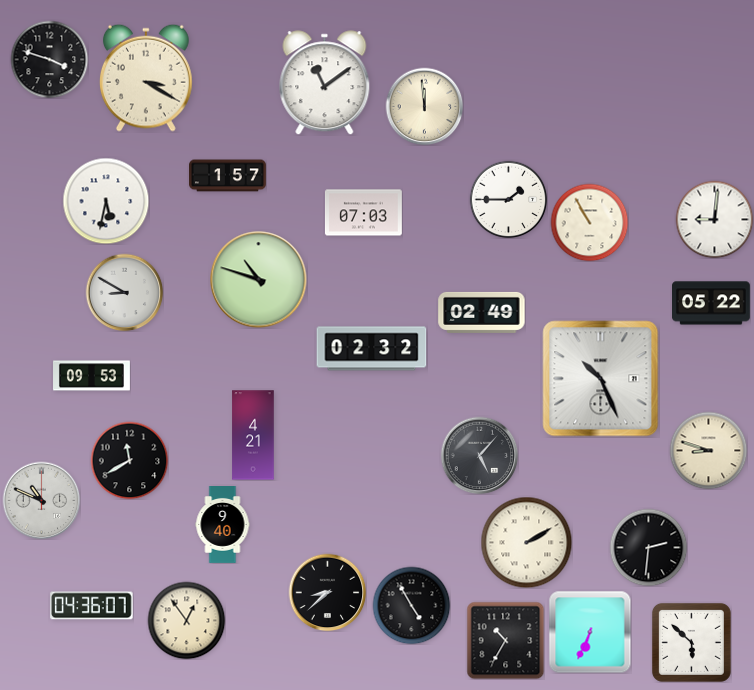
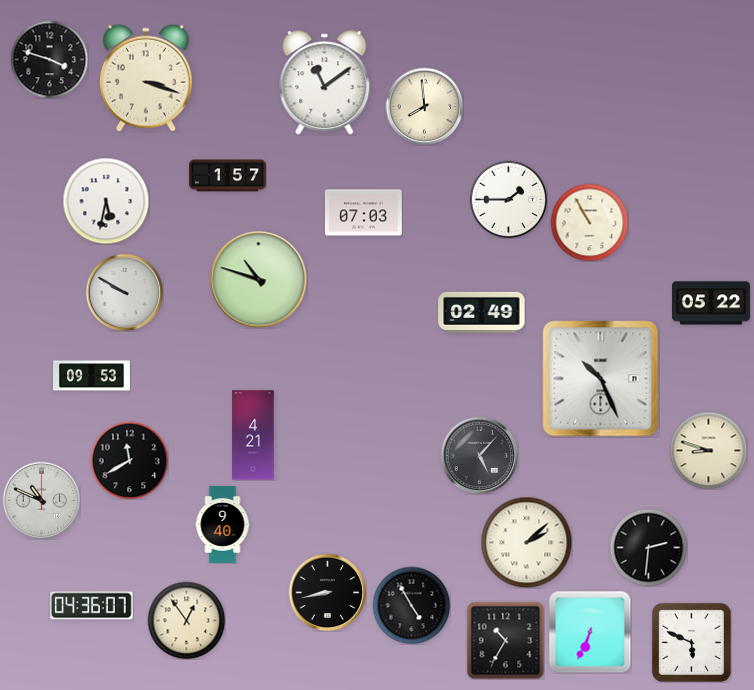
clock at (146, 78): 3:20 -> 3:18
clock at (424, 106): 11:59 -> 7:59
clock at (714, 219): 9:01 -> none
clock at (124, 292): 8:50 -> 9:50
clock at (372, 349): 02:32 -> none
clock at (526, 542): 2:10 -> 2:08
clock at (327, 592): 8:38 -> 8:43
clock at (691, 642): 5:52 -> 5:49
